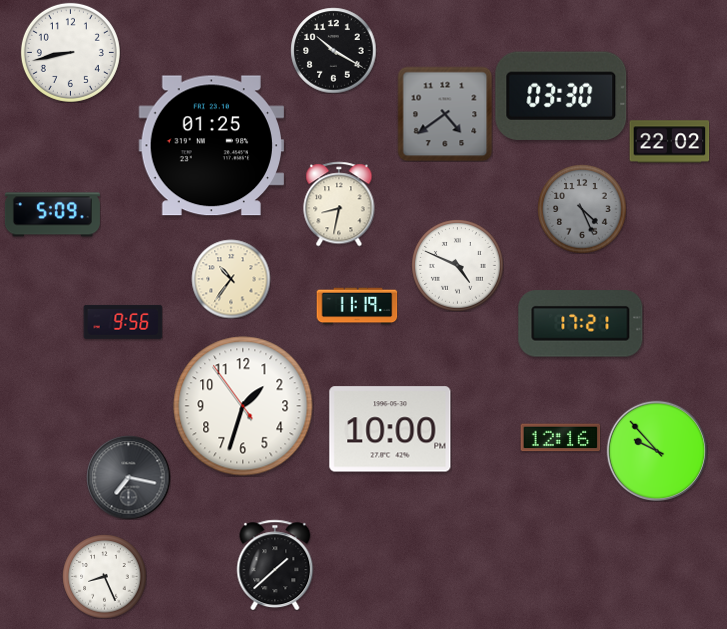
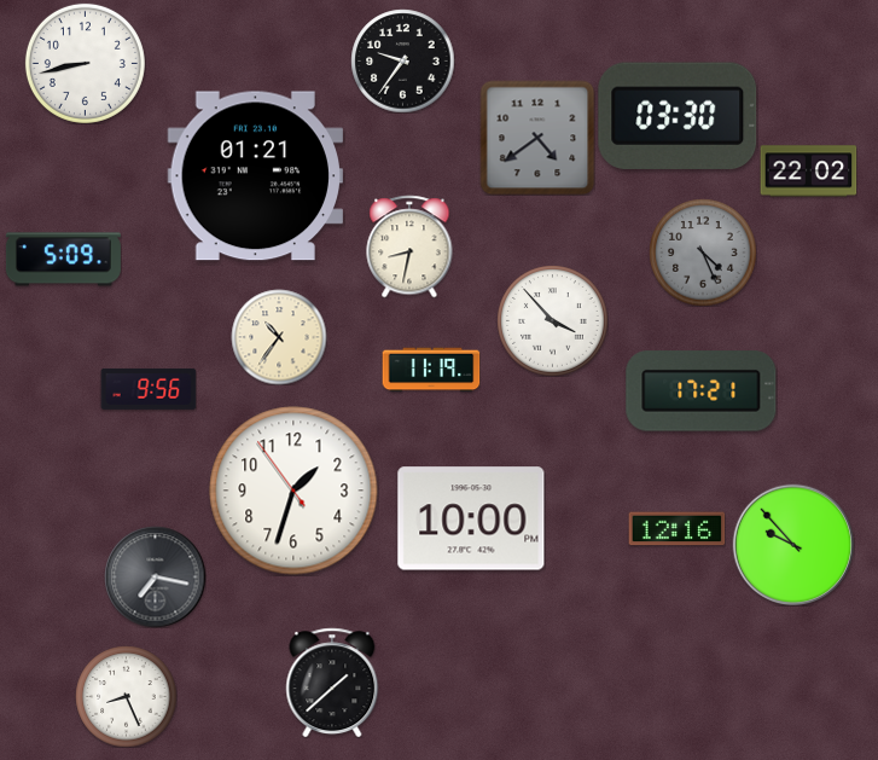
clock at (333, 50): 10:20 -> 9:36
clock at (212, 146): 01:25 -> 01:21
clock at (458, 266): 4:49 -> 3:53
